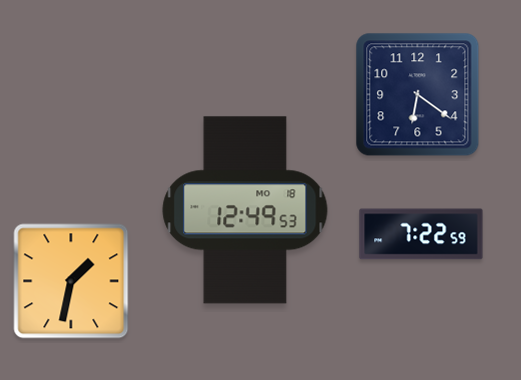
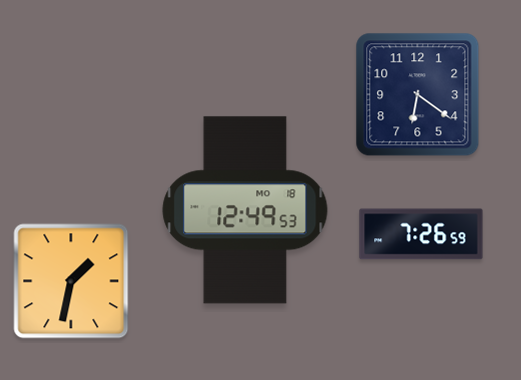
clock at (421, 234): 7:22 -> 7:26
